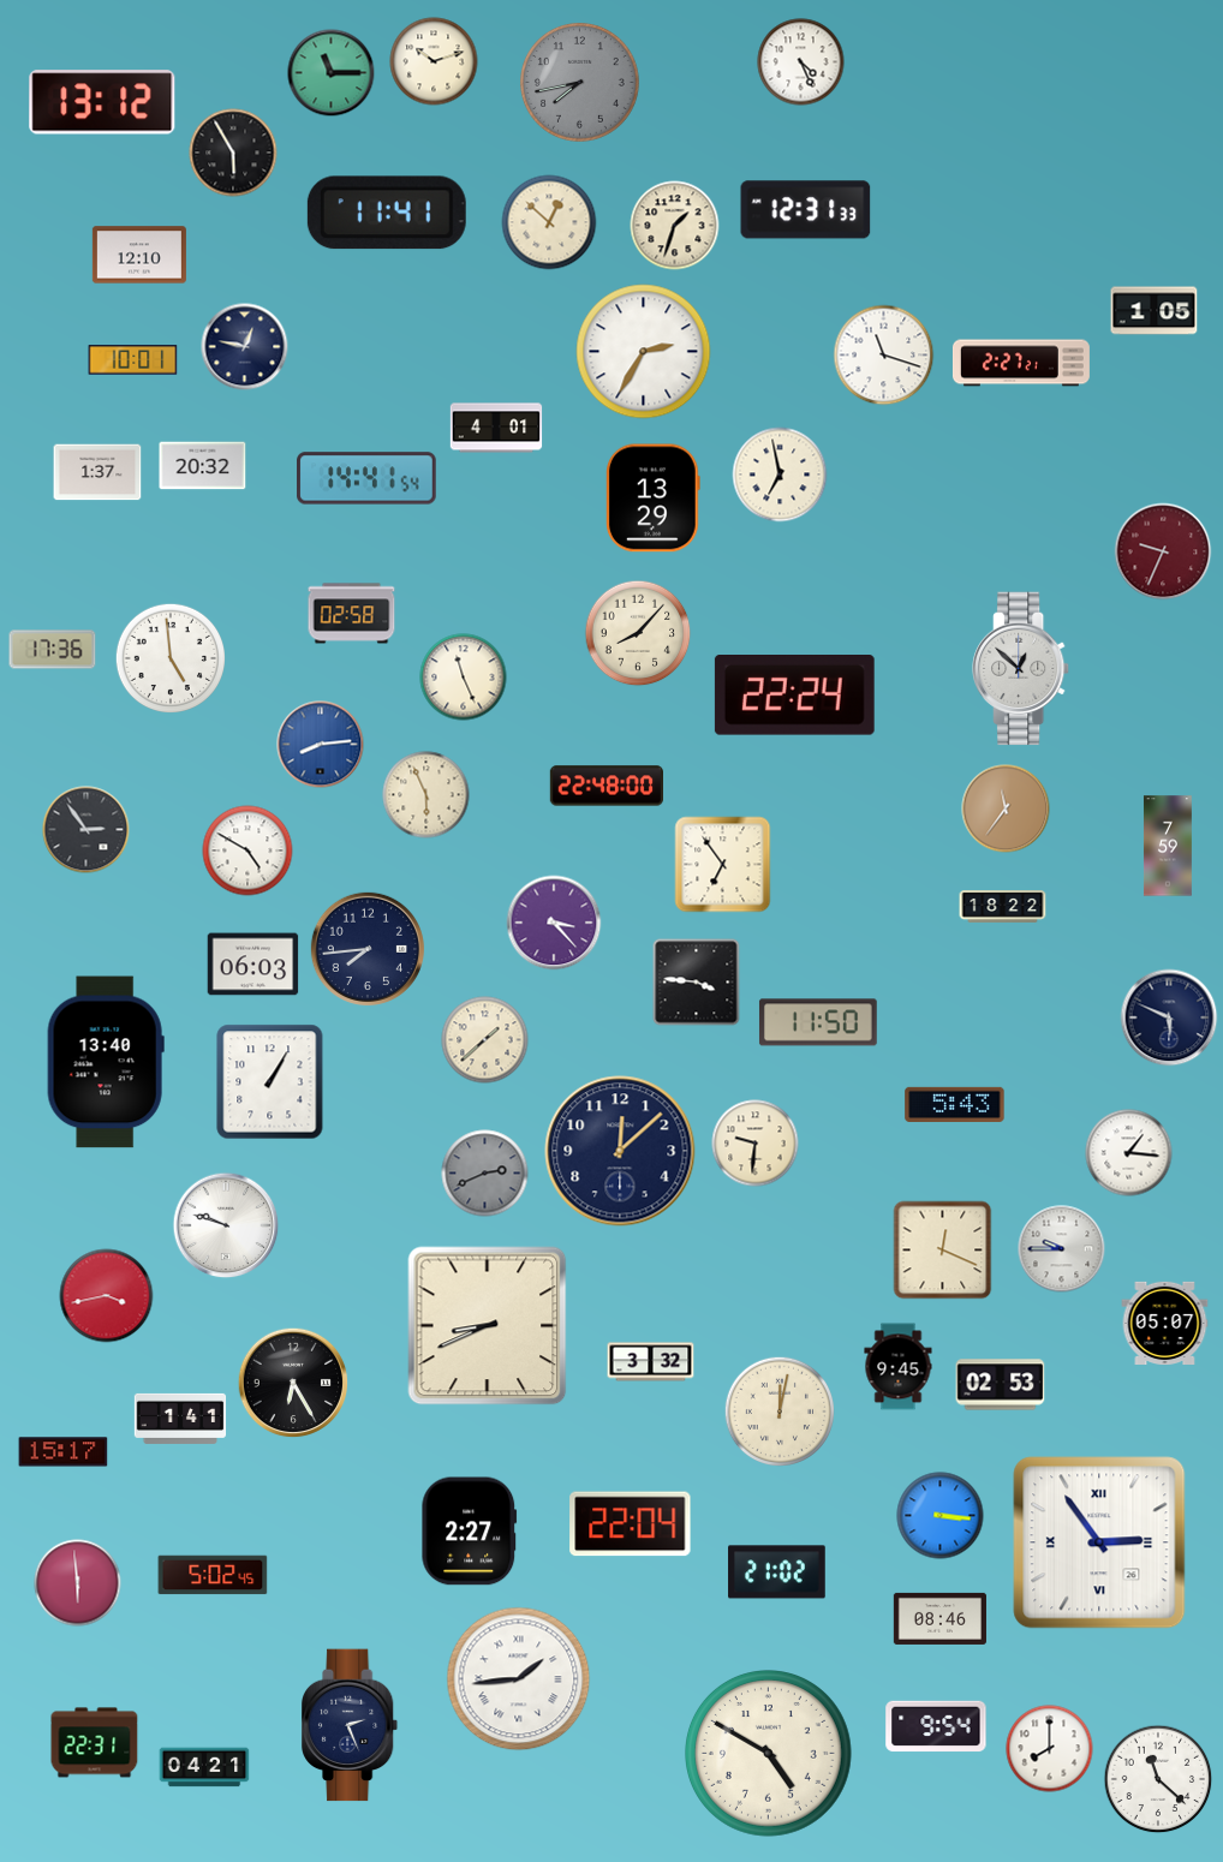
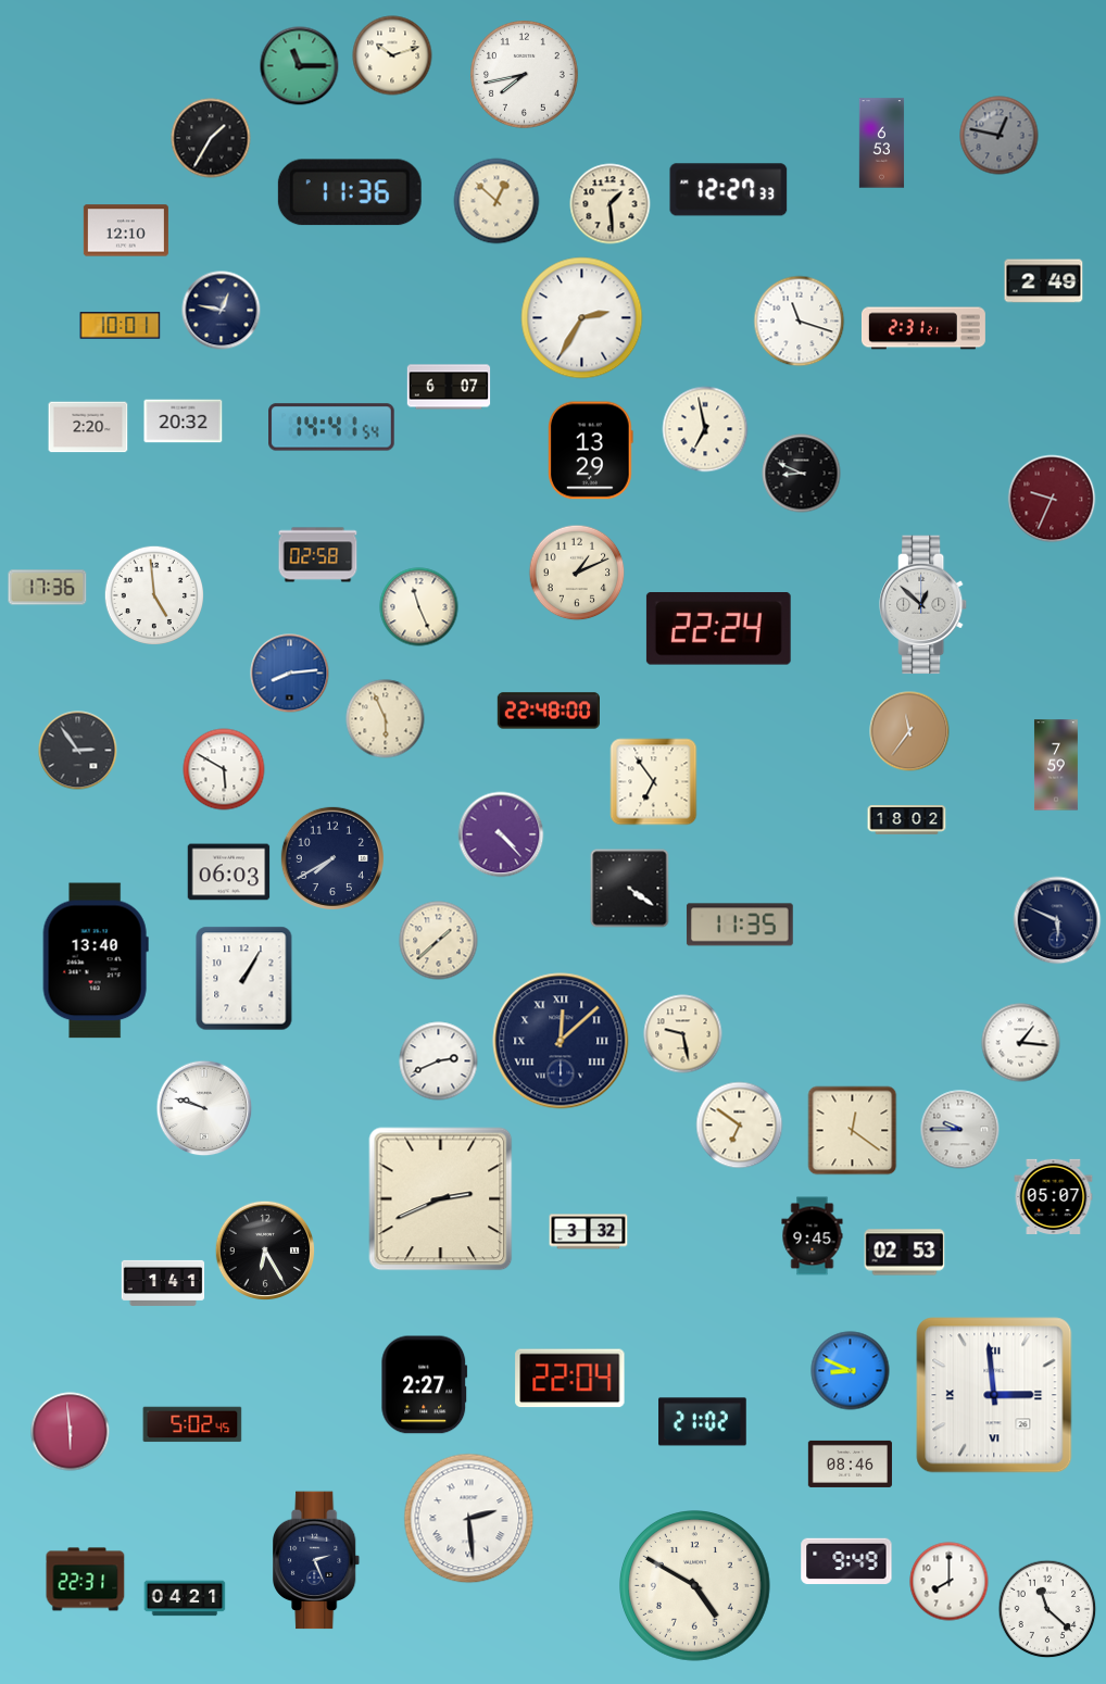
clock at (801, 62): 4:26 -> none
clock at (580, 83) dial: grey -> white
clock at (102, 102): 13:12 -> none
clock at (1000, 136): none -> 12:47
clock at (233, 153): 5:55 -> 1:35
clock at (882, 143): none -> 6:53
clock at (806, 210): 12:31 -> 12:27
clock at (387, 213): 11:41 -> 11:36
clock at (675, 226): 1:33 -> 1:29
clock at (1155, 311): 1:05 -> 2:49
clock at (245, 347) position: (245, 347) -> (222, 311)
clock at (1021, 363): 2:27 -> 2:31
clock at (496, 428): 4:01 -> 6:07
clock at (97, 472): 1:37 -> 2:20
clock at (366, 478) position: (366, 478) -> (331, 427)
clock at (802, 474): none -> 8:49
clock at (638, 633): 8:07 -> 1:11
clock at (464, 678) position: (464, 678) -> (419, 607)
clock at (247, 851): 4:50 -> 5:50
clock at (1003, 907): 18:22 -> 18:02
clock at (554, 923): 3:23 -> 4:23
clock at (368, 949): 7:44 -> 7:40
clock at (697, 983): 3:46 -> 4:21
clock at (818, 1022): 11:50 -> 11:35
clock at (955, 1104): 5:43 -> none
clock at (756, 1144): 9:31 -> 9:28
clock at (620, 1151) numerals: Arabic -> Roman
clock at (485, 1174) dial: grey -> white
clock at (740, 1126): none -> 6:51
clock at (943, 1251): 12:19 -> 12:21
clock at (107, 1296): 3:43 -> none
clock at (488, 1326): 8:41 -> 2:41
clock at (780, 1412): 12:02 -> none
clock at (64, 1452): 15:17 -> none
clock at (941, 1516): 3:16 -> 8:49
clock at (1099, 1542): 2:54 -> 2:59
clock at (519, 1679): 1:44 -> 2:29
clock at (936, 1726): 9:54 -> 9:49
clock at (95, 1743) position: (95, 1743) -> (86, 1580)
